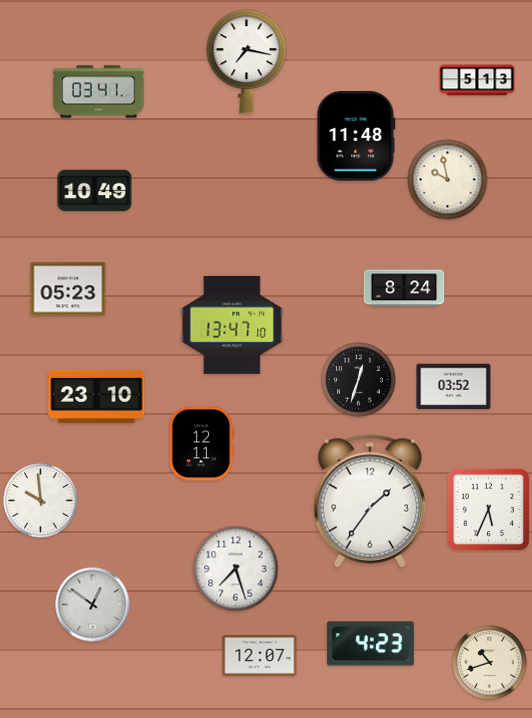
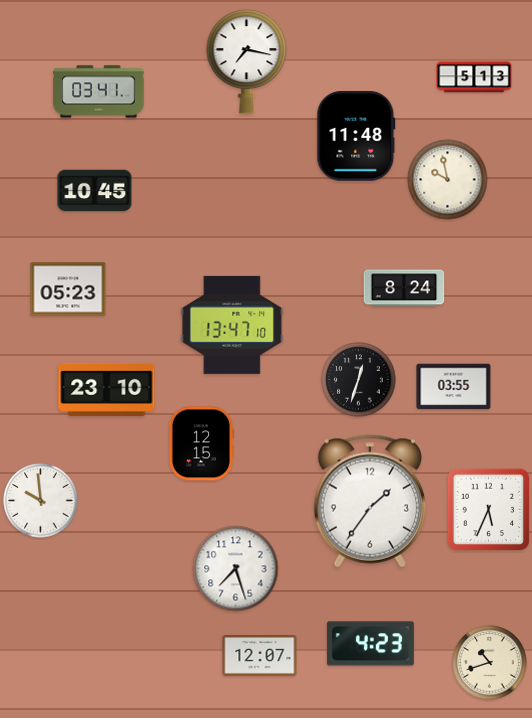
clock at (477, 80) position: (477, 80) -> (474, 77)
clock at (95, 191): 10:49 -> 10:45
clock at (454, 387): 03:52 -> 03:55
clock at (97, 396) position: (97, 396) -> (107, 389)
clock at (201, 444): 12:11 -> 12:15
clock at (93, 605): 12:51 -> none
